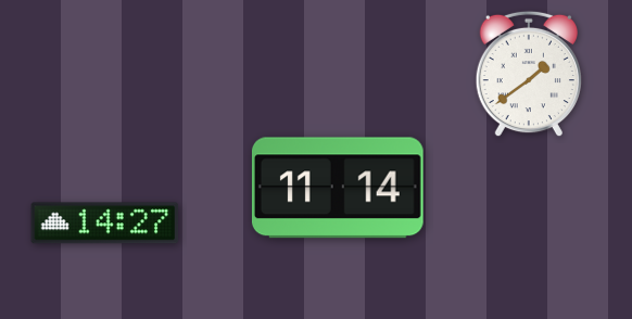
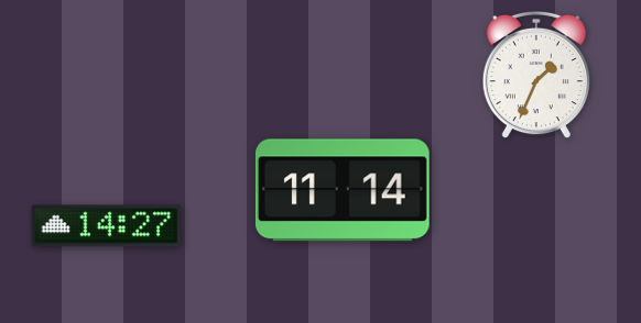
clock at (529, 74): 1:39 -> 1:34
